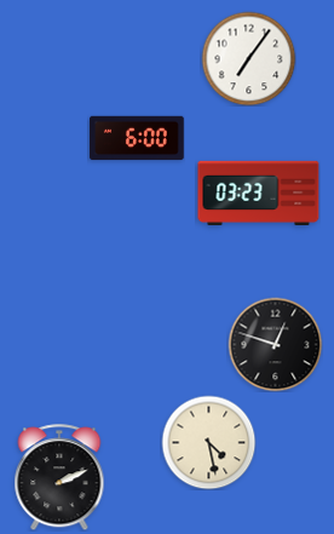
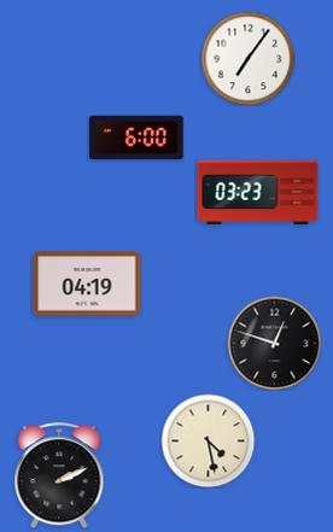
clock at (87, 283): none -> 04:19
